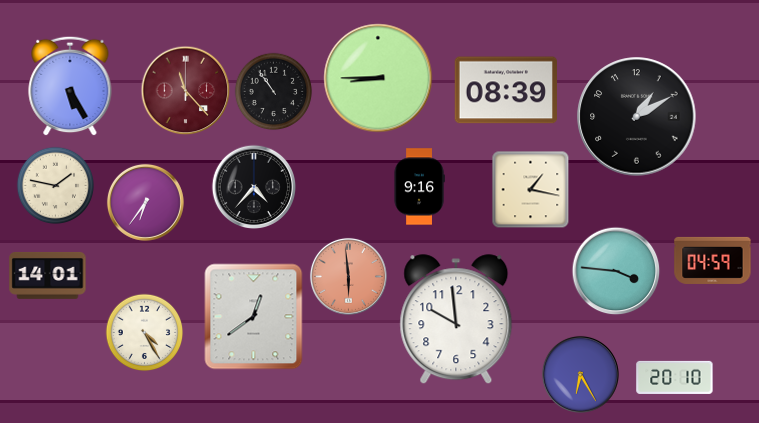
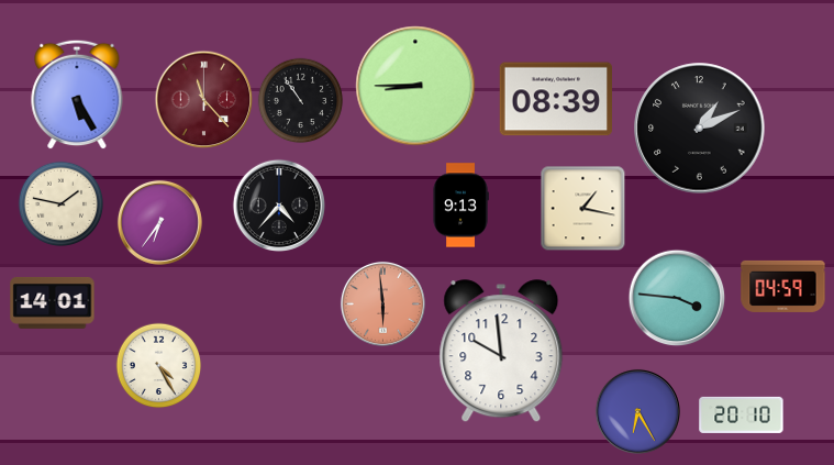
clock at (637, 117): 1:10 -> 1:11
clock at (419, 187): 9:16 -> 9:13
clock at (254, 317): 12:39 -> none
